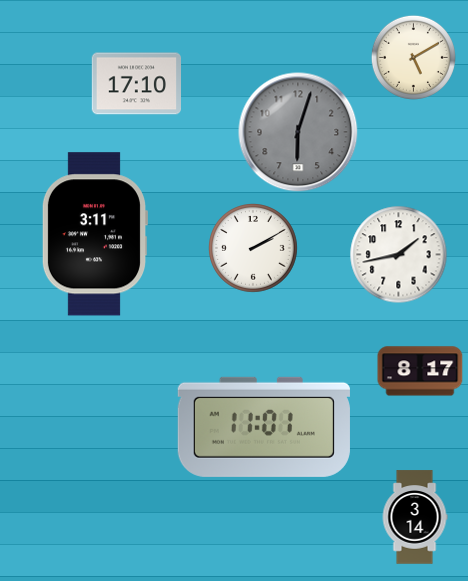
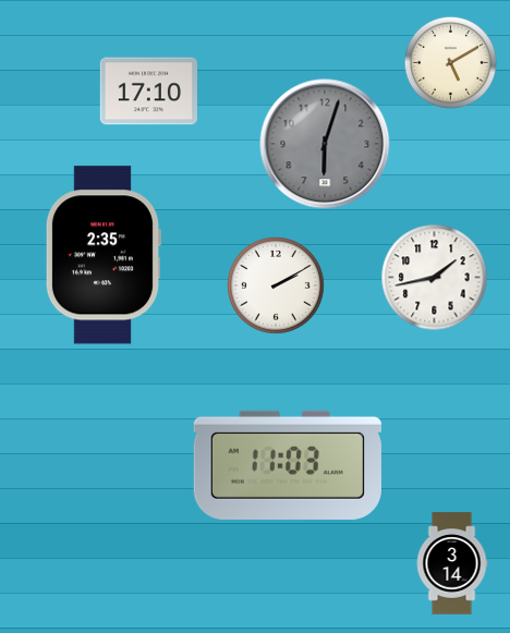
clock at (94, 234): 3:11 -> 2:35
clock at (254, 249) position: (254, 249) -> (277, 287)
clock at (420, 371): 8:17 -> none
clock at (264, 427): 11:01 -> 11:03
